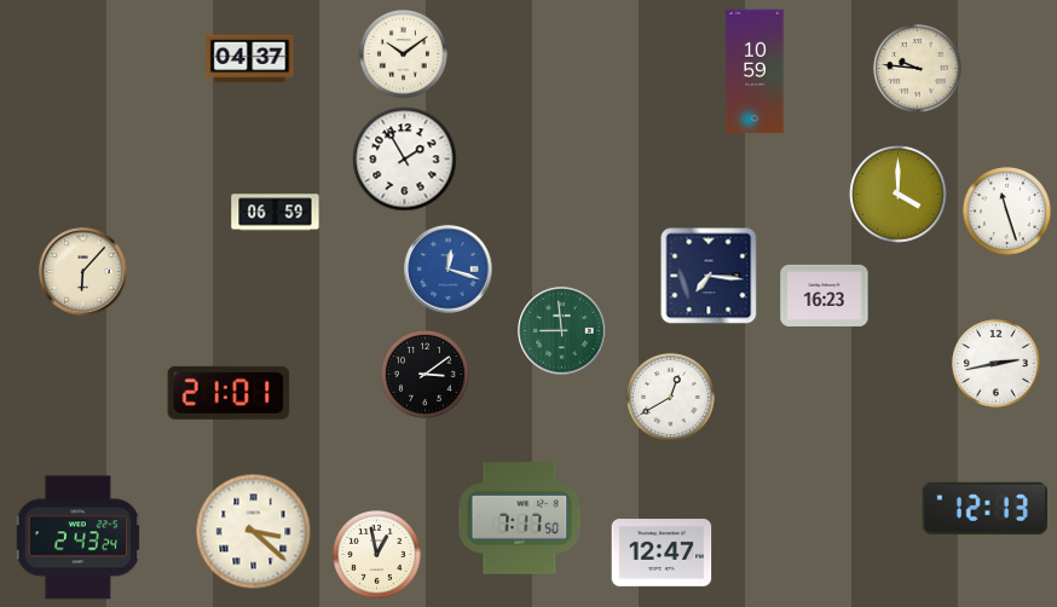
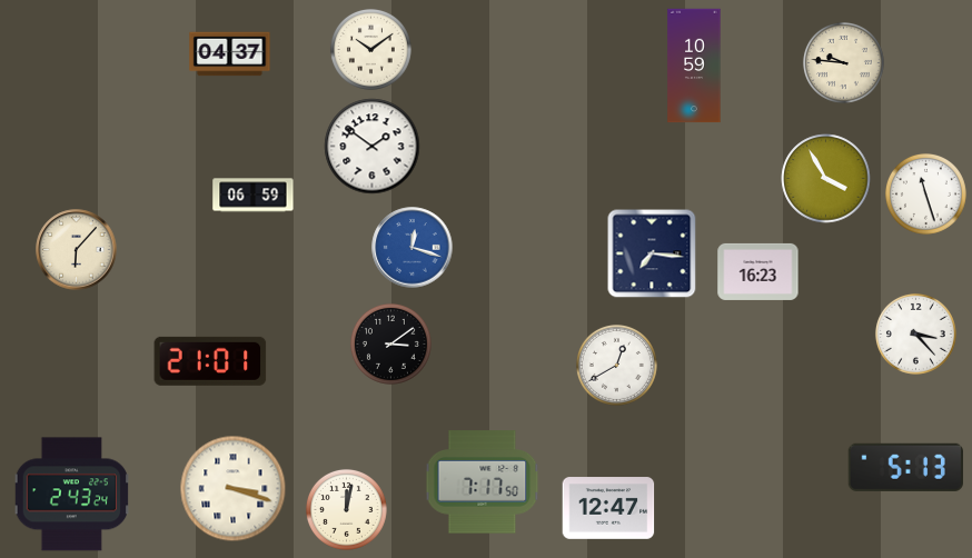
clock at (405, 160): 1:55 -> 1:51
clock at (899, 195): 4:00 -> 3:55
clock at (562, 331): 8:59 -> none
clock at (995, 363): 2:43 -> 3:23
clock at (984, 508): 12:13 -> 5:13
clock at (520, 519) position: (520, 519) -> (483, 482)
clock at (254, 532): 3:22 -> 3:18
clock at (376, 554): 12:58 -> 12:02
